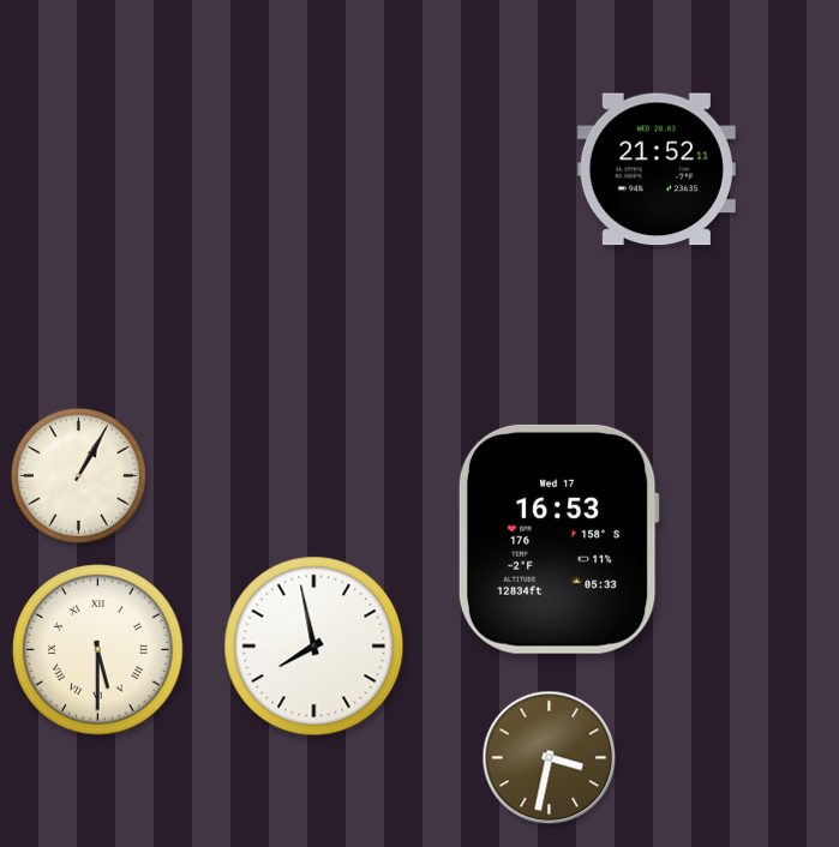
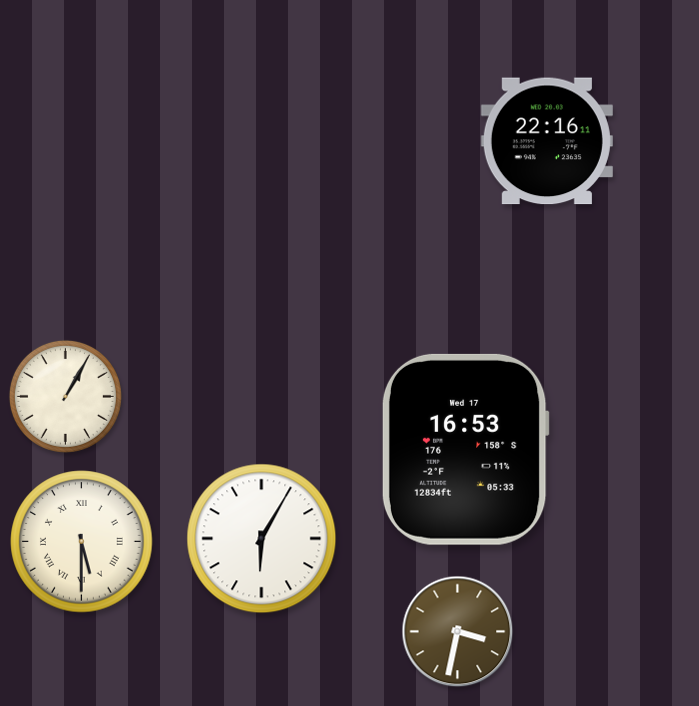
clock at (657, 169): 21:52 -> 22:16
clock at (314, 647): 7:58 -> 6:05
